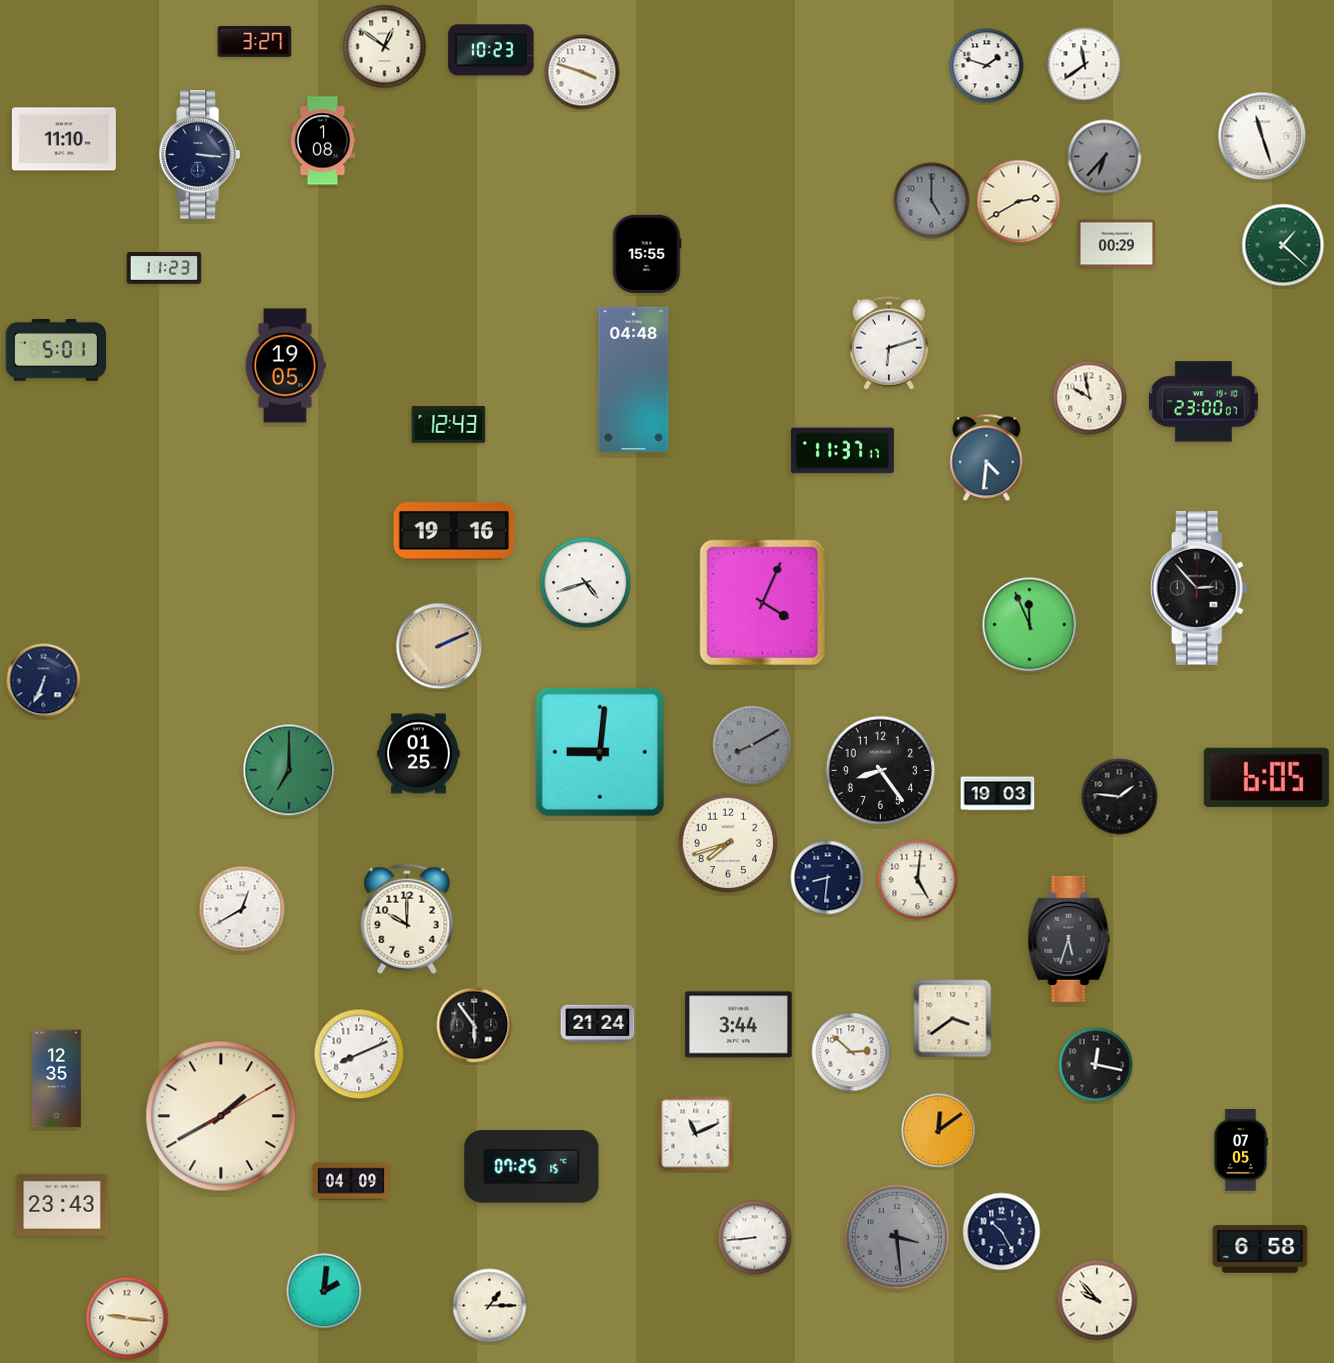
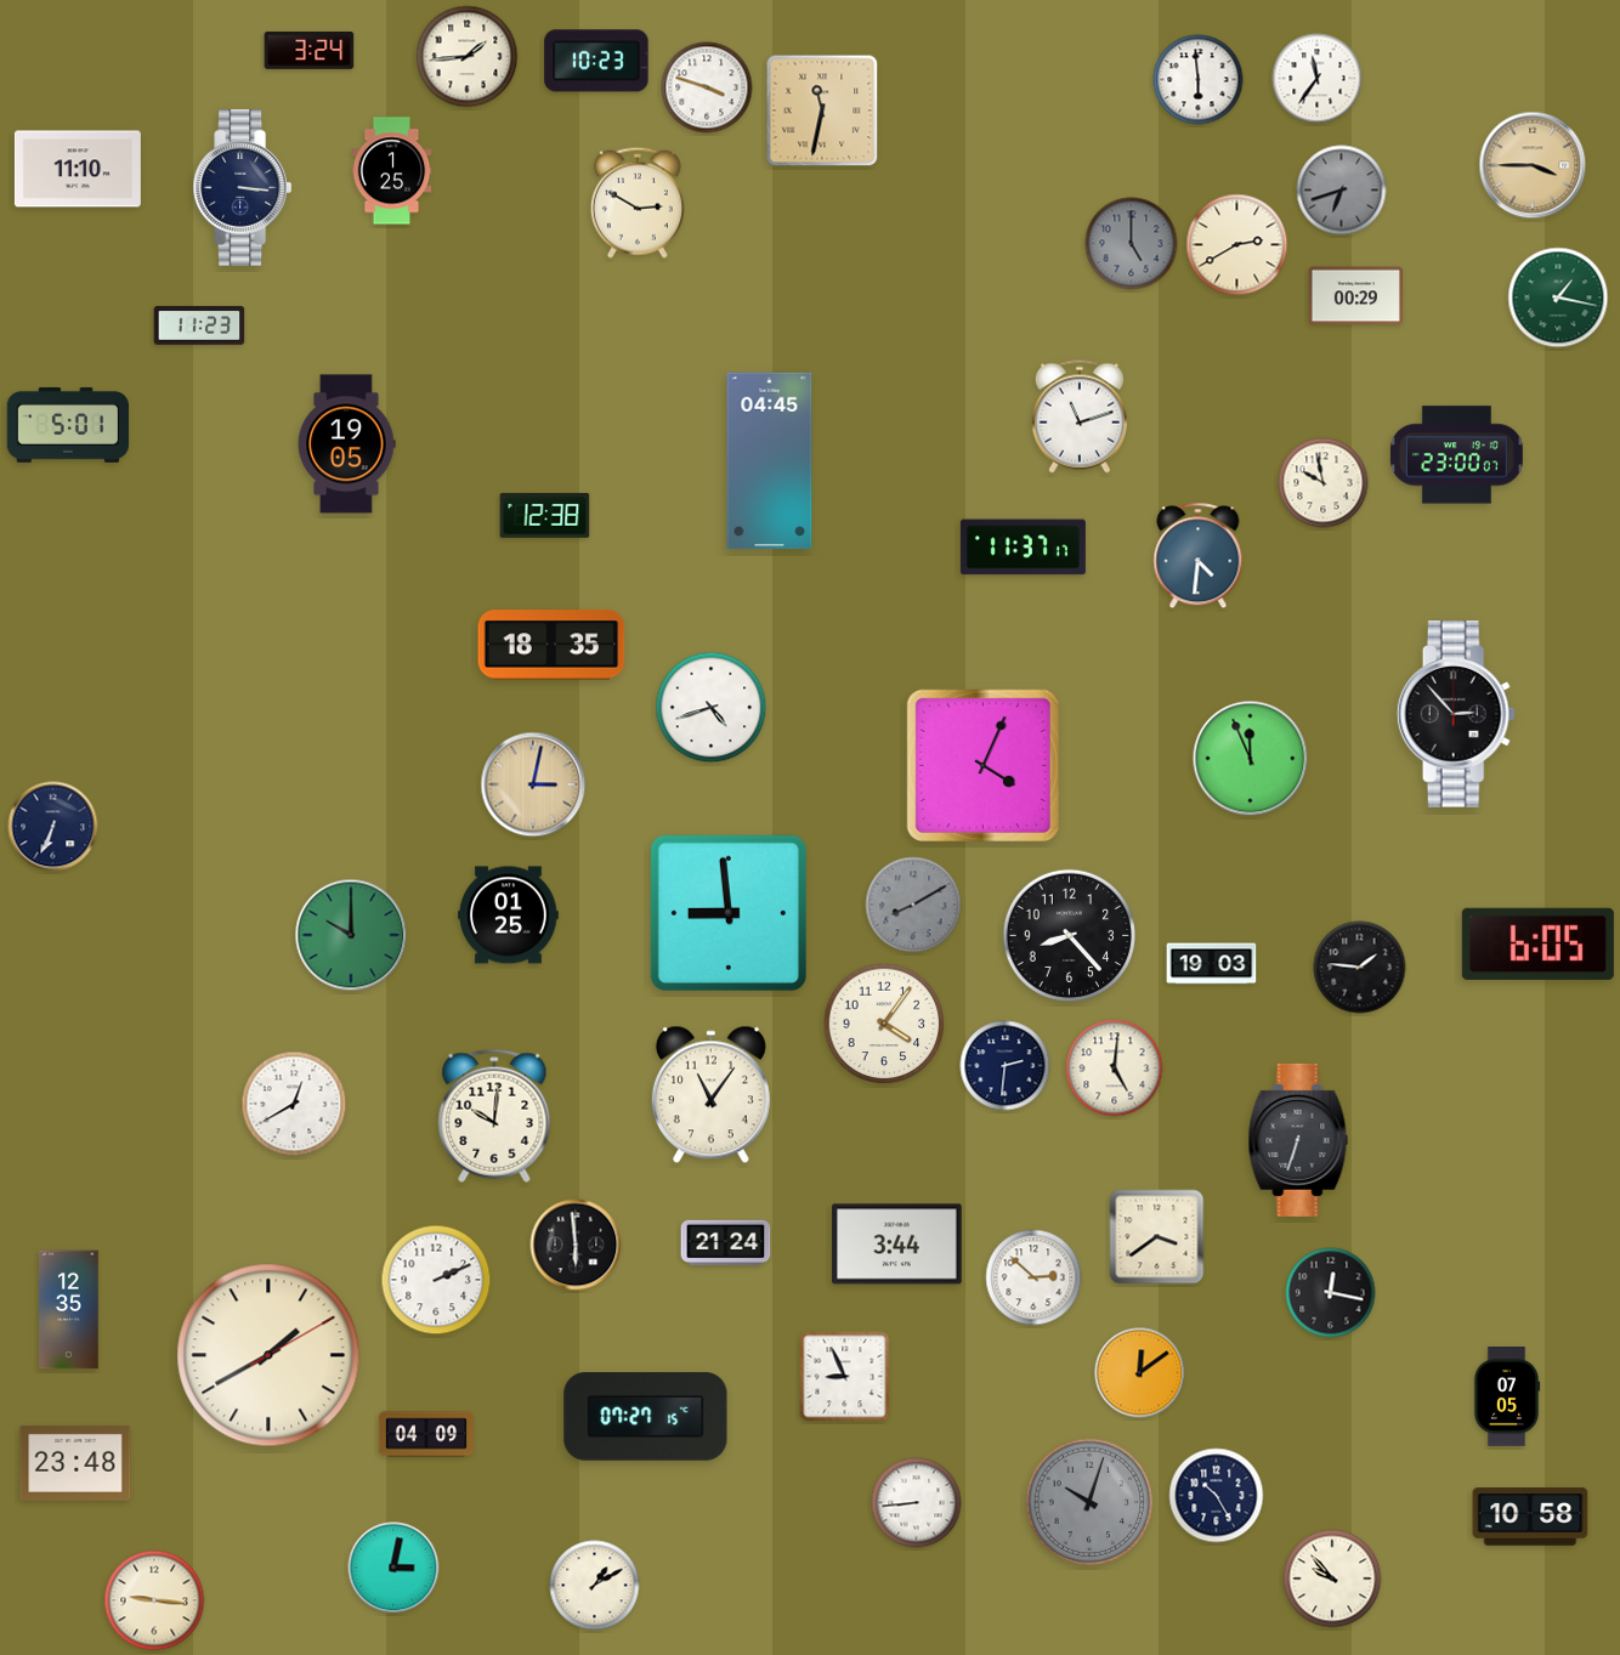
clock at (255, 42): 3:27 -> 3:24
clock at (385, 47): 12:51 -> 1:44
clock at (1085, 65): 11:39 -> 11:36
clock at (987, 66): 1:48 -> 5:59
clock at (822, 110): none -> 11:32
clock at (1262, 136): 11:27 -> 3:45
clock at (1262, 136) dial: white -> champagne
clock at (323, 141): 1:08 -> 1:25
clock at (1105, 157): 6:37 -> 6:42
clock at (638, 203): none -> 2:50
clock at (1283, 245): 1:22 -> 1:17
clock at (647, 254): 15:55 -> none
clock at (889, 343): 6:12 -> 11:12
clock at (634, 380): 04:48 -> 04:45
clock at (1203, 402) position: (1203, 402) -> (1456, 455)
clock at (449, 425): 12:43 -> 12:38
clock at (454, 531): 19:16 -> 18:35
clock at (762, 602) position: (762, 602) -> (982, 765)
clock at (439, 646): 2:11 -> 3:02
clock at (600, 752): 9:01 -> 8:59
clock at (289, 770): 7:00 -> 10:00
clock at (880, 770): 8:24 -> 8:23
clock at (728, 843): 7:42 -> 4:06
clock at (828, 878): 8:31 -> 2:31
clock at (710, 1095): none -> 11:06
clock at (407, 919): 10:00 -> 10:01
clock at (1069, 939): 5:33 -> 6:33
clock at (474, 1025): 5:54 -> 5:59
clock at (359, 1054): 8:11 -> 2:11
clock at (696, 1134): 11:11 -> 8:56
clock at (532, 1167): 07:25 -> 07:27
clock at (62, 1205): 23:43 -> 23:48
clock at (897, 1237): 3:29 -> 10:03
clock at (1260, 1249): 6:58 -> 10:58
clock at (324, 1291): 2:01 -> 3:02
clock at (490, 1306): 1:15 -> 1:10
